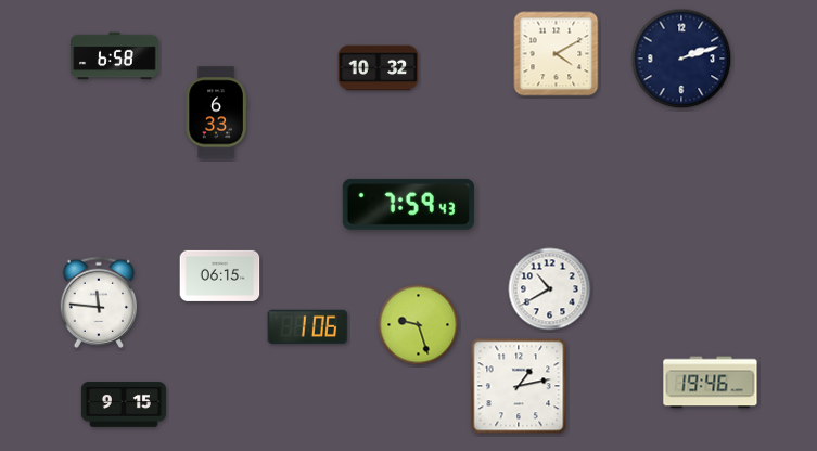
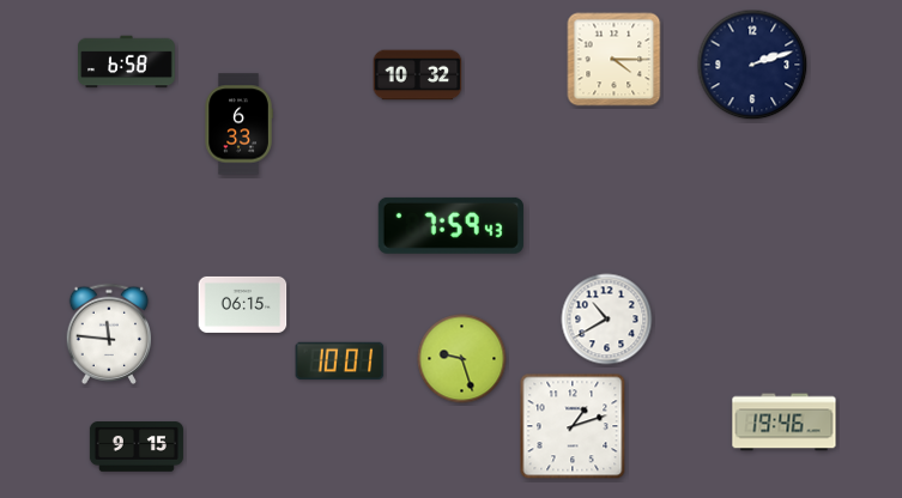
clock at (557, 54): 4:10 -> 4:15
clock at (308, 326): 1:06 -> 10:01
clock at (519, 386): 1:13 -> 1:12
